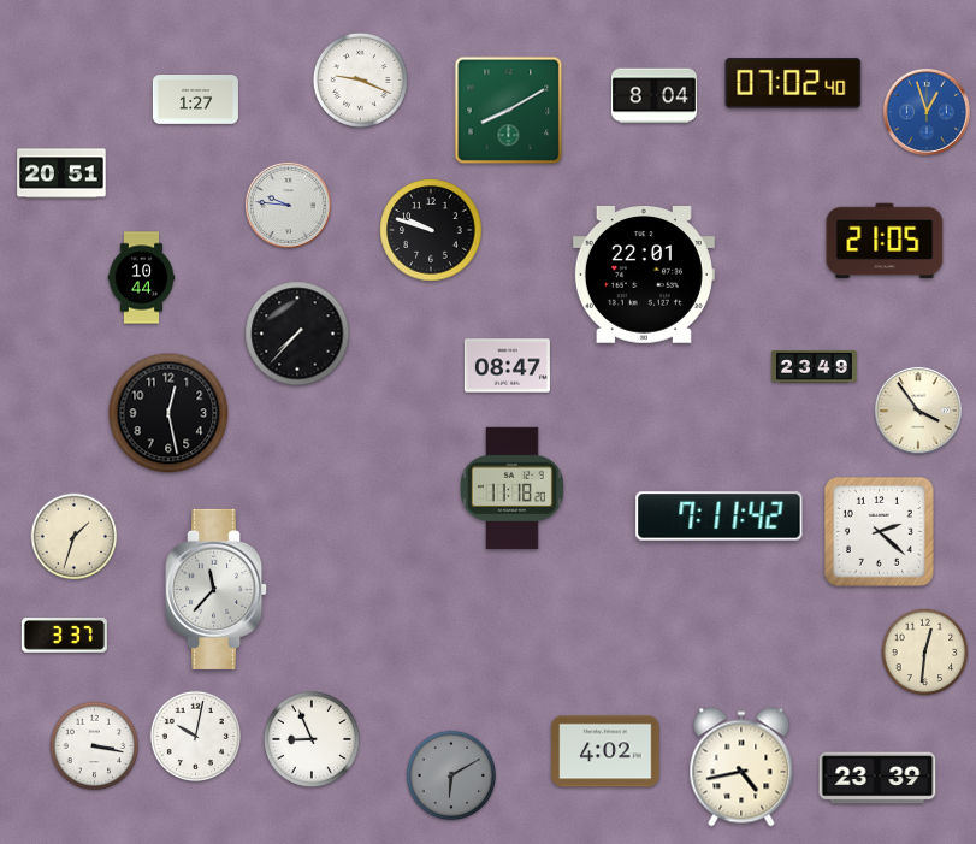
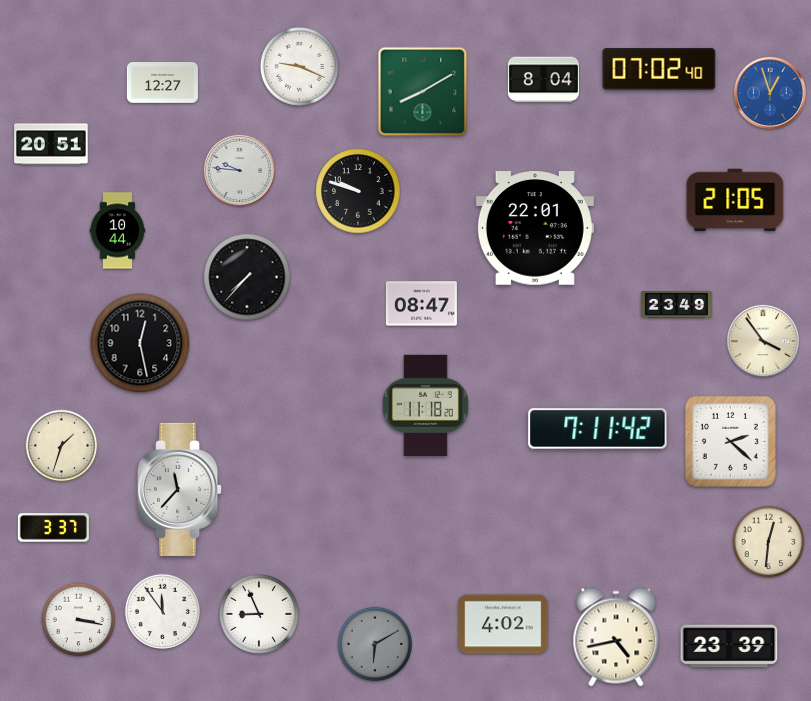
clock at (195, 100): 1:27 -> 12:27
clock at (196, 737): 10:02 -> 11:54
